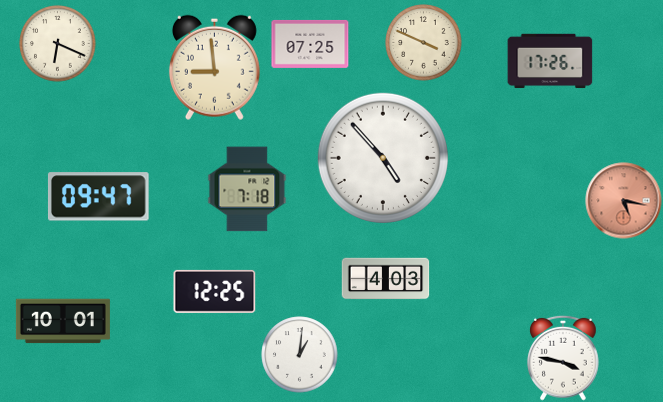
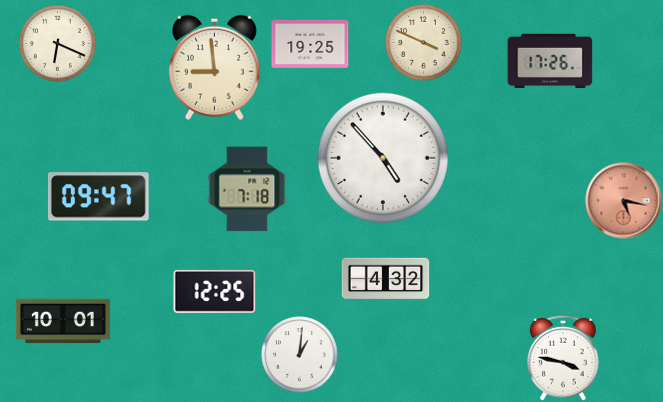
clock at (310, 44): 07:25 -> 19:25
clock at (386, 279): 4:03 -> 4:32
